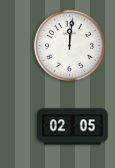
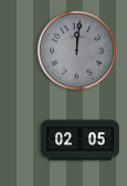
clock at (69, 45) dial: white -> grey
